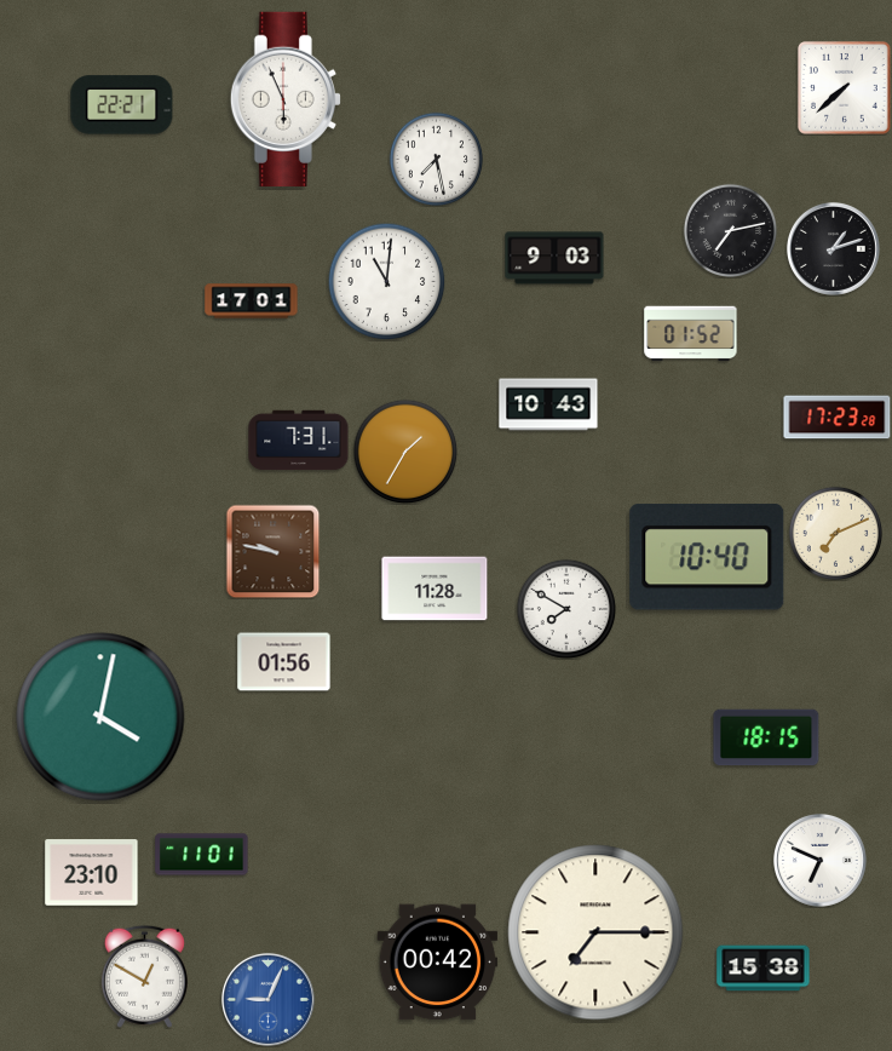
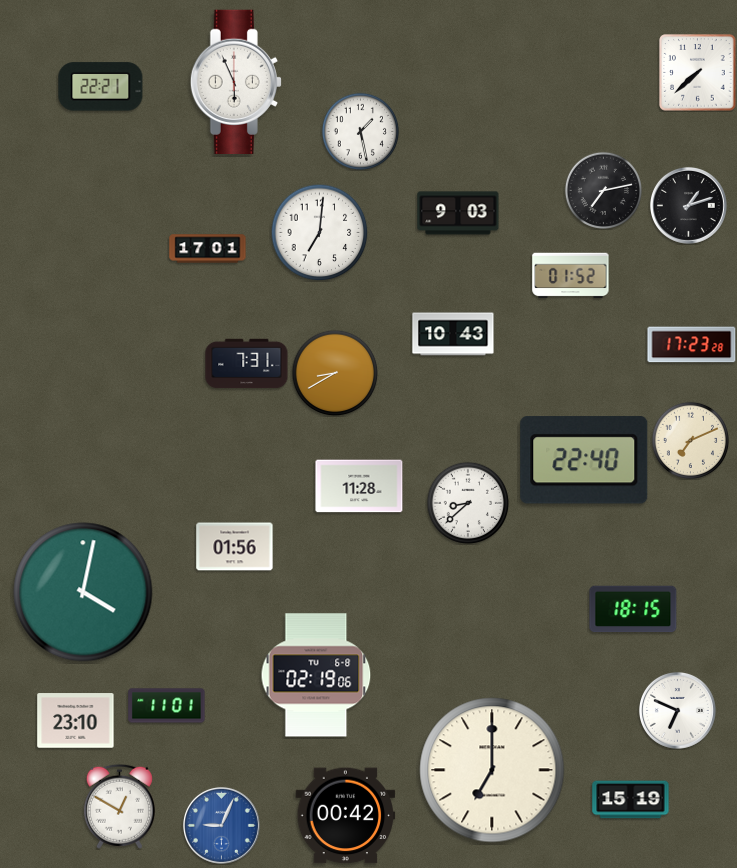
clock at (436, 159): 7:28 -> 1:28
clock at (386, 281): 11:01 -> 7:01
clock at (405, 452): 1:35 -> 8:40
clock at (272, 551): 9:47 -> none
clock at (707, 557): 10:40 -> 22:40
clock at (566, 609): 7:50 -> 8:38
clock at (316, 675): none -> 02:19
clock at (595, 932): 7:15 -> 7:00
clock at (438, 963) position: (438, 963) -> (346, 816)
clock at (764, 969): 15:38 -> 15:19
